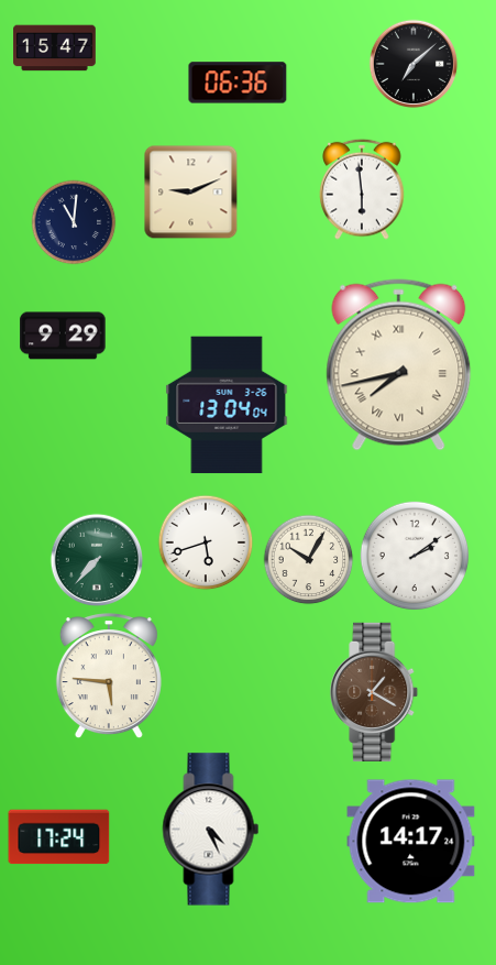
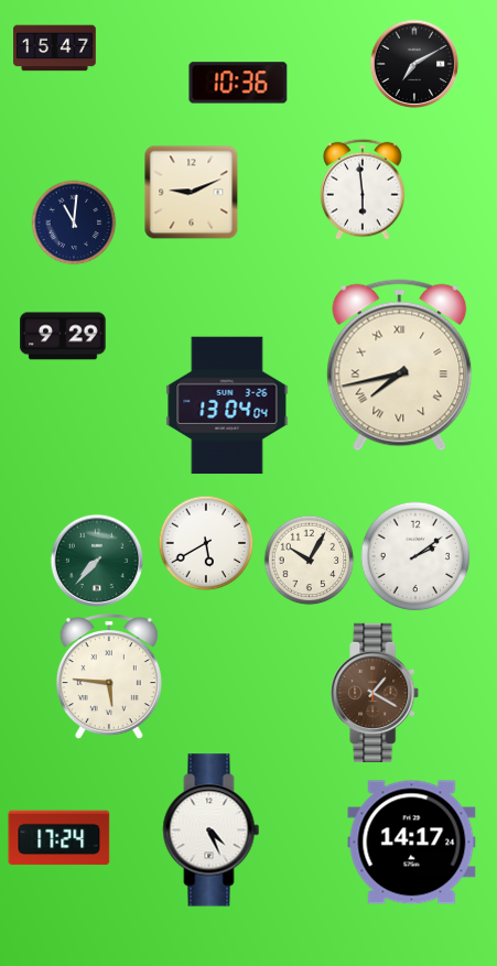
clock at (412, 63): 7:08 -> 7:10
clock at (238, 83): 06:36 -> 10:36
clock at (206, 542): 5:42 -> 5:40
